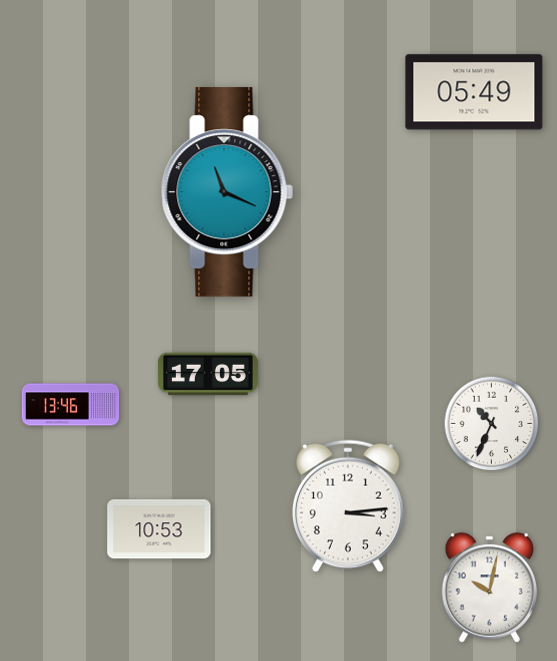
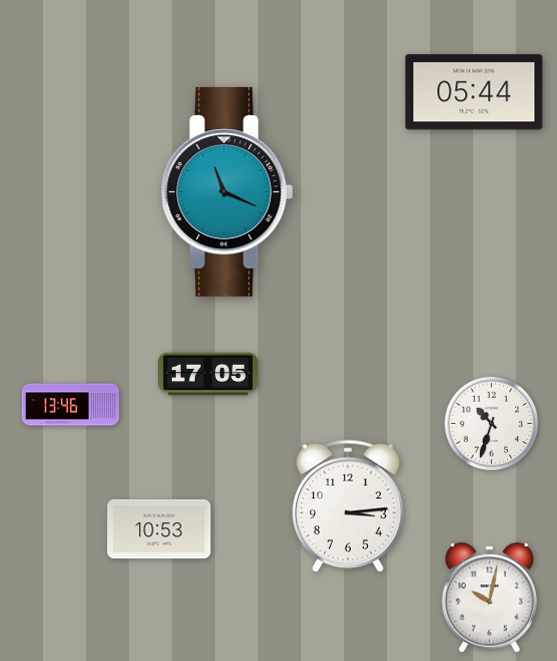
clock at (474, 92): 05:49 -> 05:44
clock at (492, 424): 10:34 -> 10:33
clock at (490, 588) position: (490, 588) -> (490, 598)
